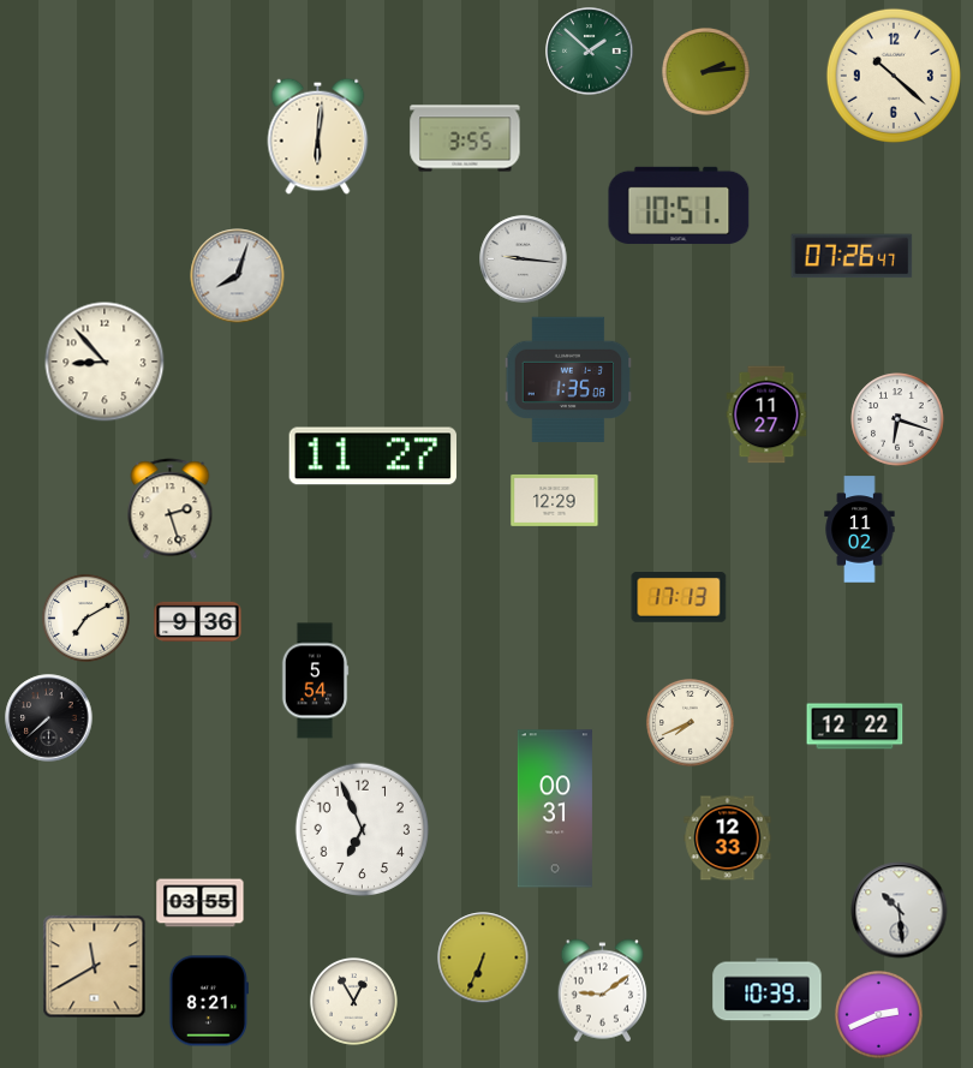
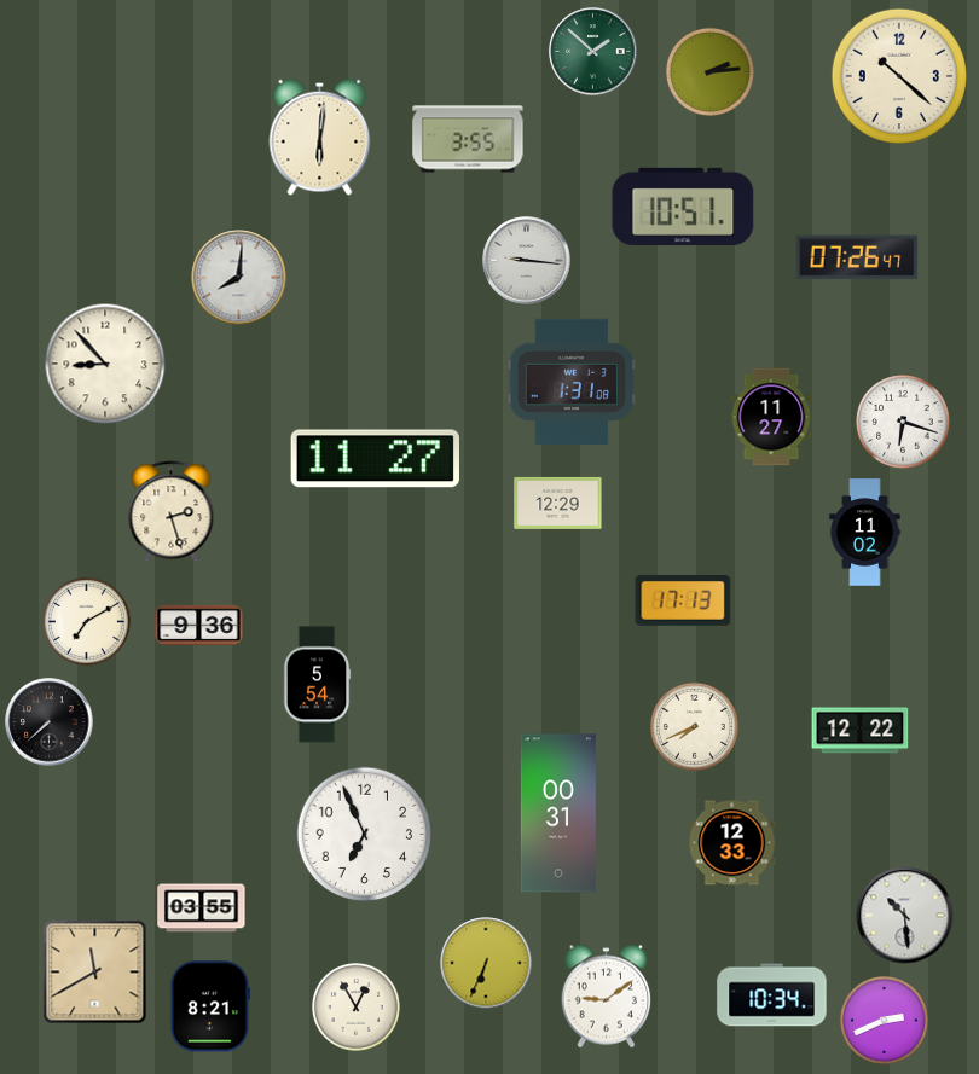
clock at (238, 276): 8:03 -> 8:01
clock at (568, 378): 1:35 -> 1:31
clock at (768, 990): 10:39 -> 10:34
